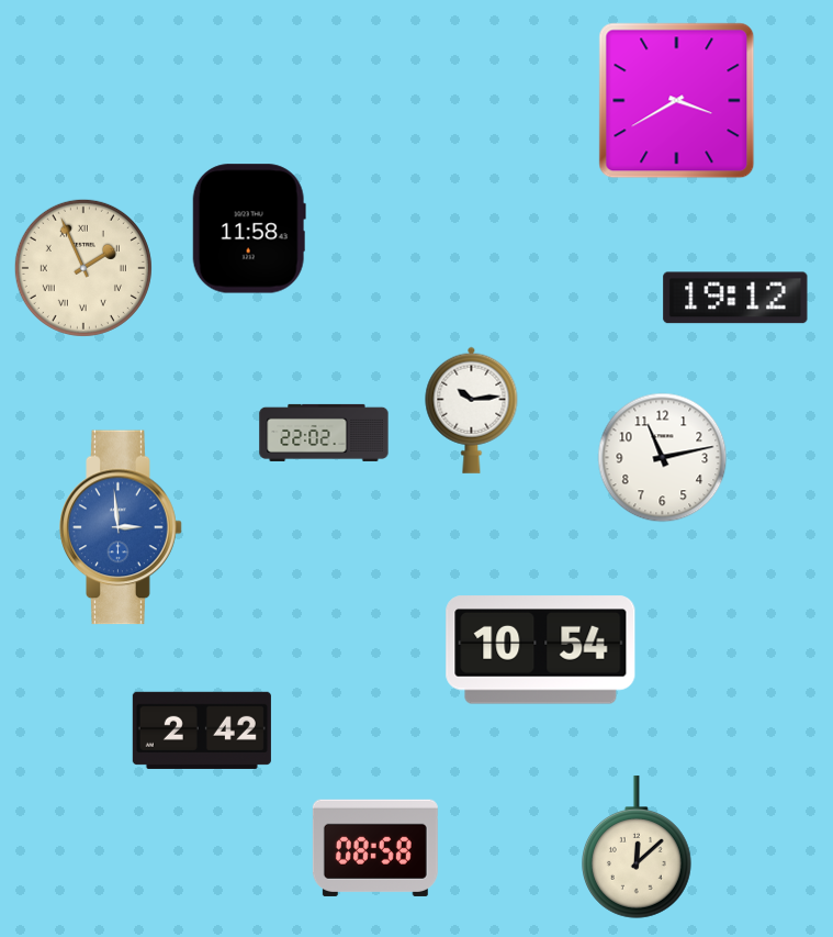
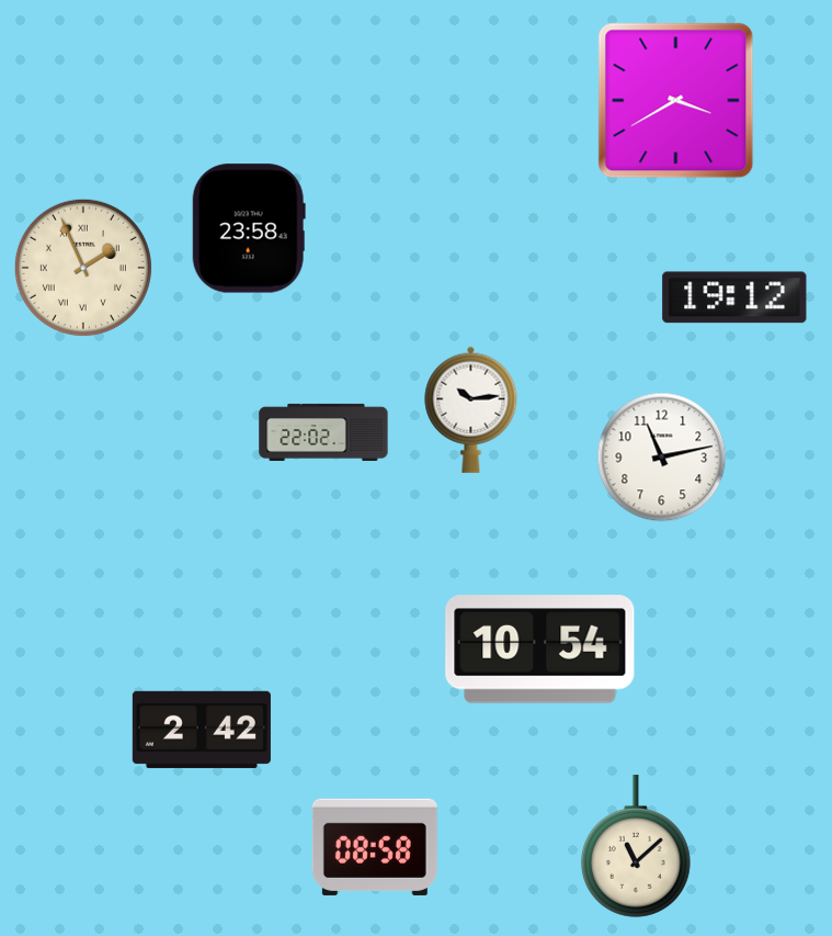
clock at (249, 228): 11:58 -> 23:58
clock at (121, 527): 2:59 -> none
clock at (638, 847): 12:08 -> 11:08
